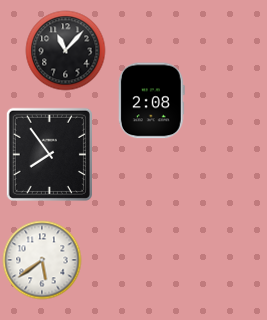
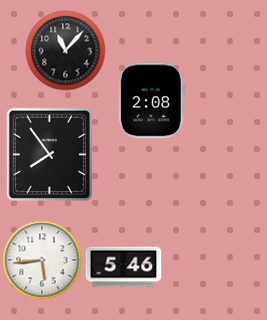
clock at (42, 260): 5:39 -> 5:44
clock at (124, 267): none -> 5:46
